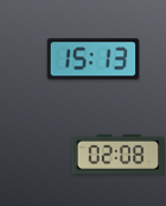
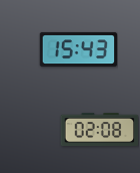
clock at (92, 60): 15:13 -> 15:43
